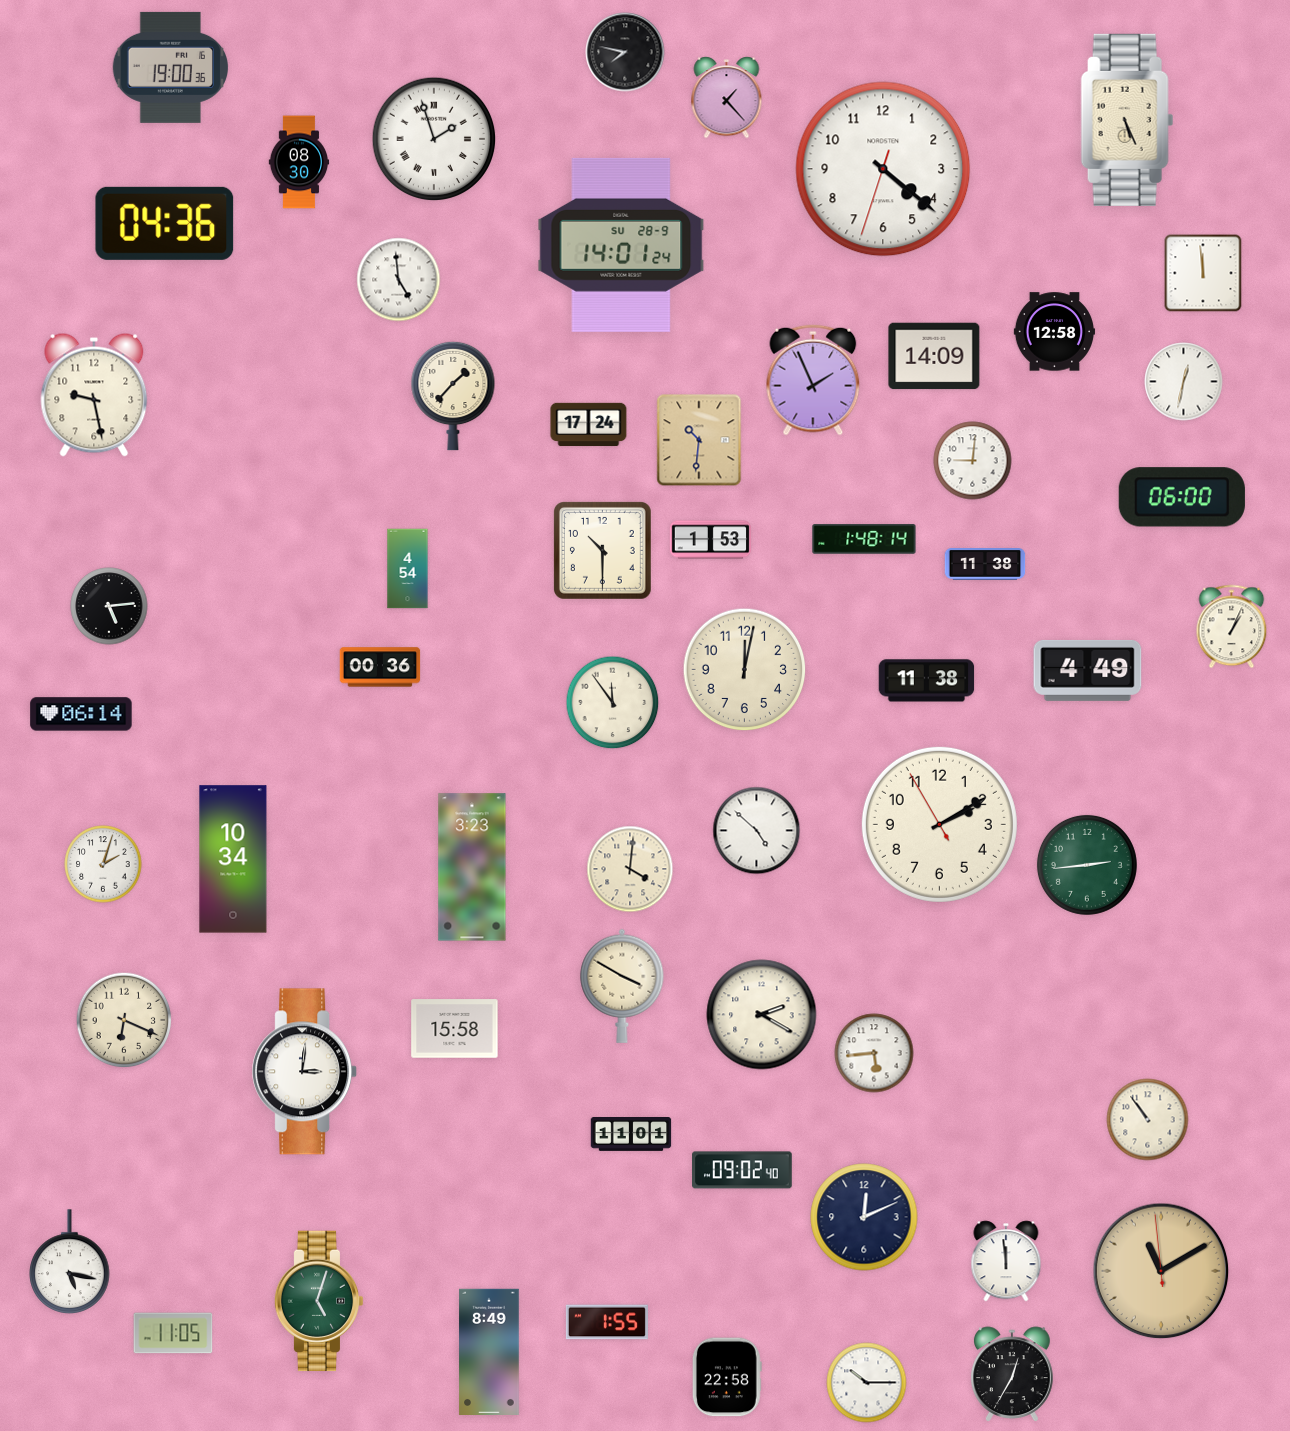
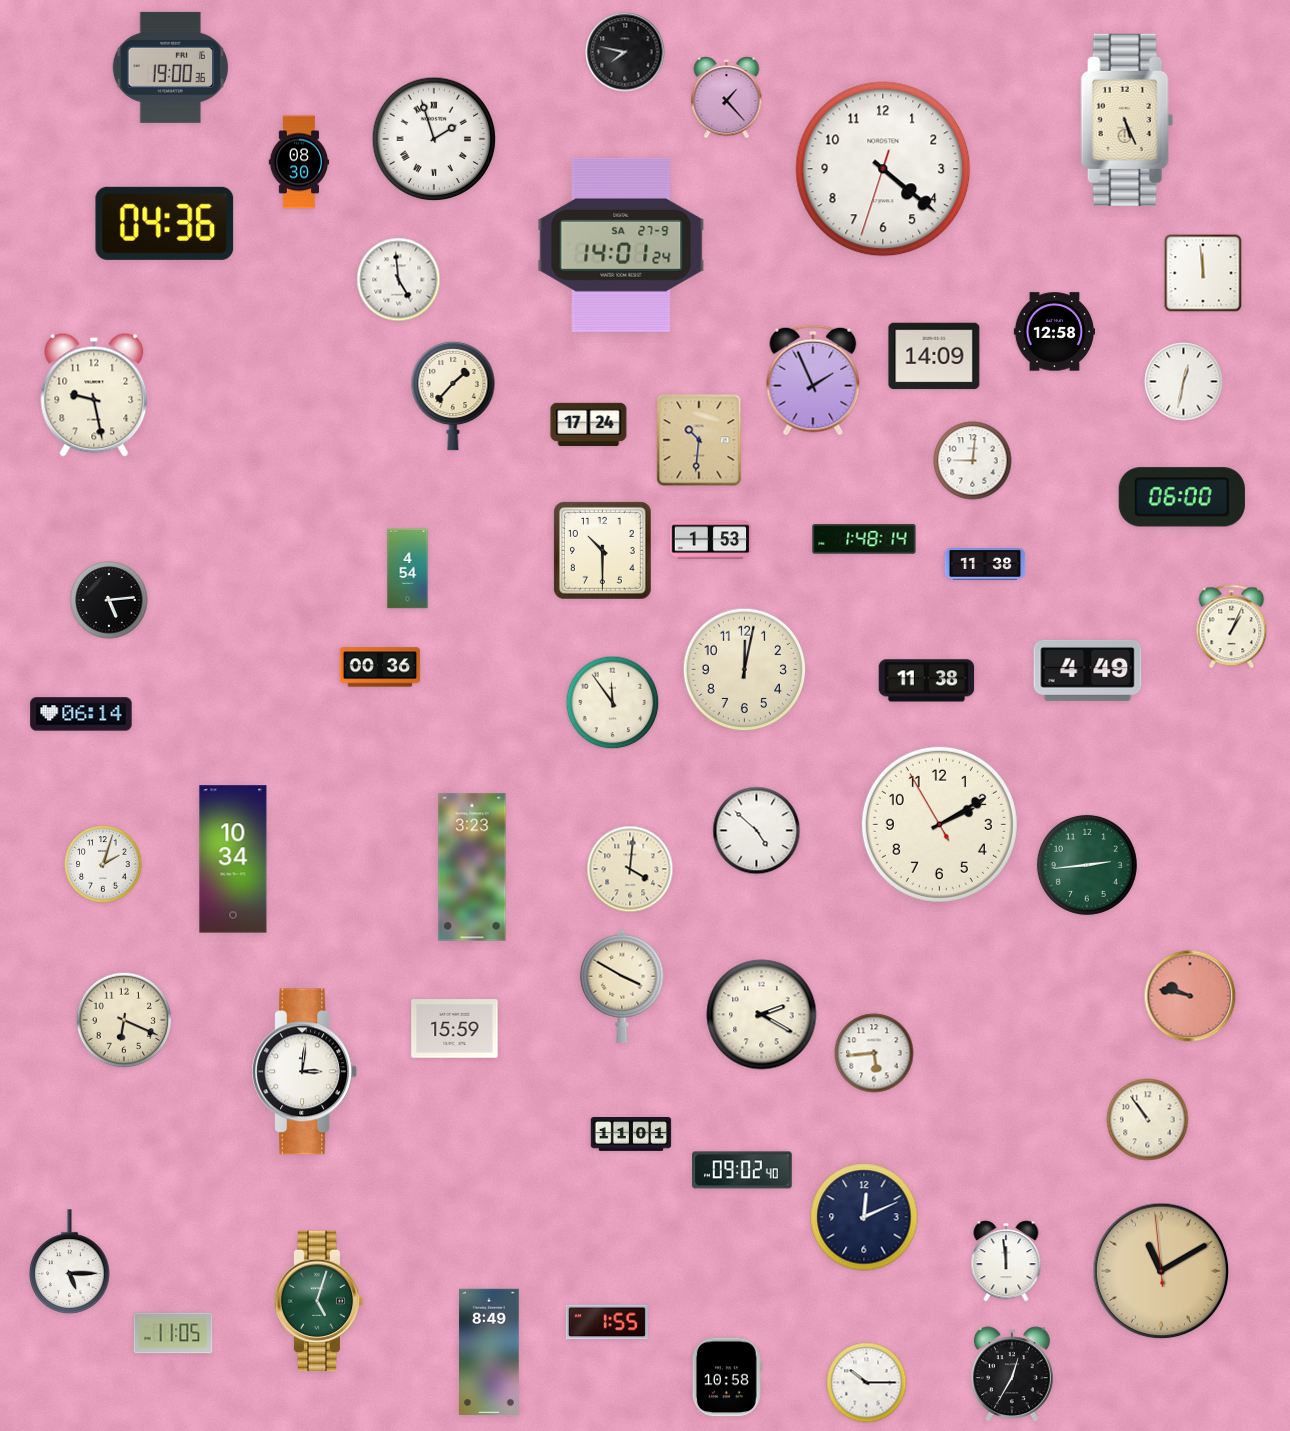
clock at (621, 245) date: SU 28-9 -> SA 27-9
clock at (109, 606) position: (109, 606) -> (109, 600)
clock at (1190, 996): none -> 9:47
clock at (455, 1029): 15:58 -> 15:59
clock at (70, 1262): 5:17 -> 5:15
clock at (727, 1377): 22:58 -> 10:58
